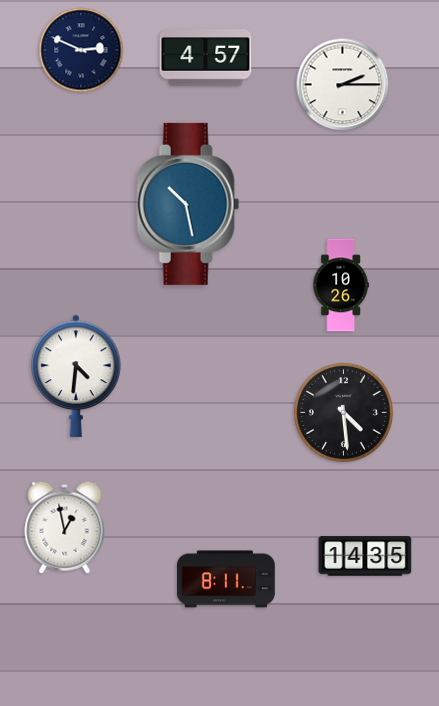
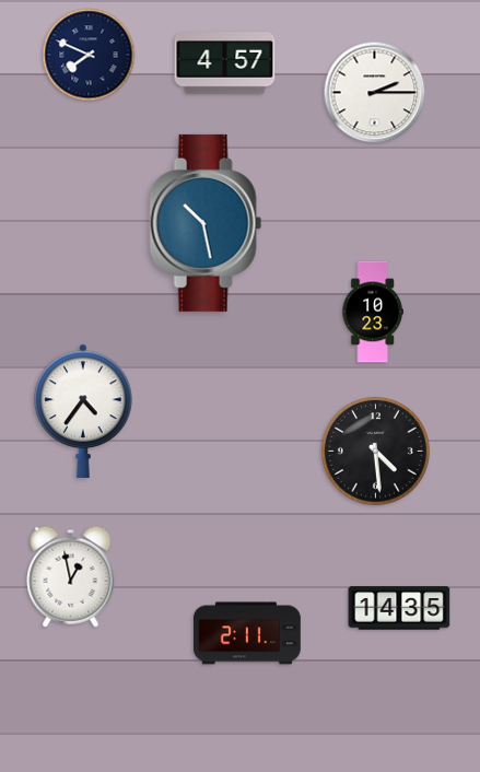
clock at (81, 50): 2:49 -> 7:49
clock at (341, 285): 10:26 -> 10:23
clock at (76, 376): 4:31 -> 4:36
clock at (226, 579): 8:11 -> 2:11
